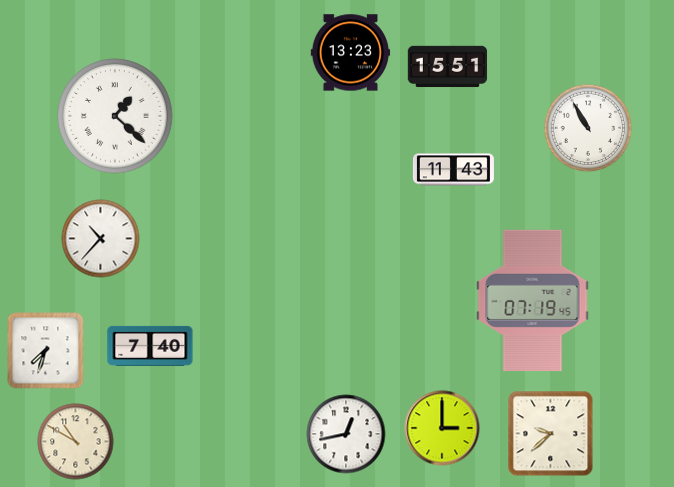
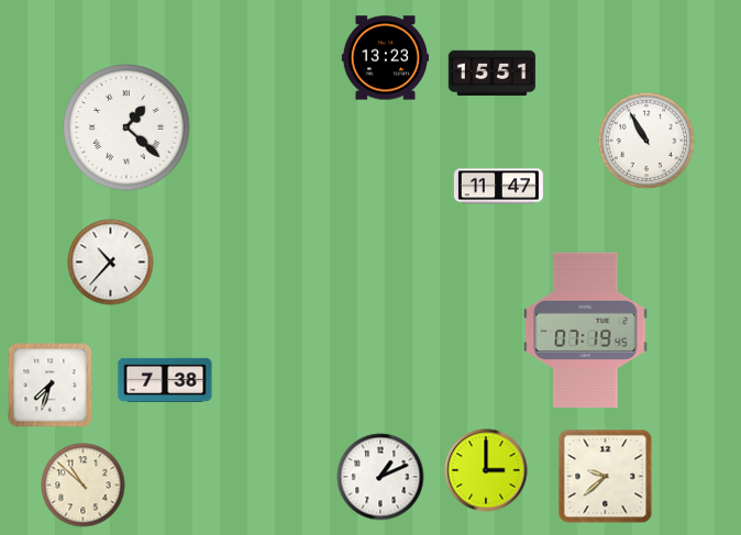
clock at (453, 170): 11:43 -> 11:47
clock at (150, 346): 7:40 -> 7:38
clock at (346, 434): 12:43 -> 1:11
clock at (76, 442): 10:50 -> 10:52
